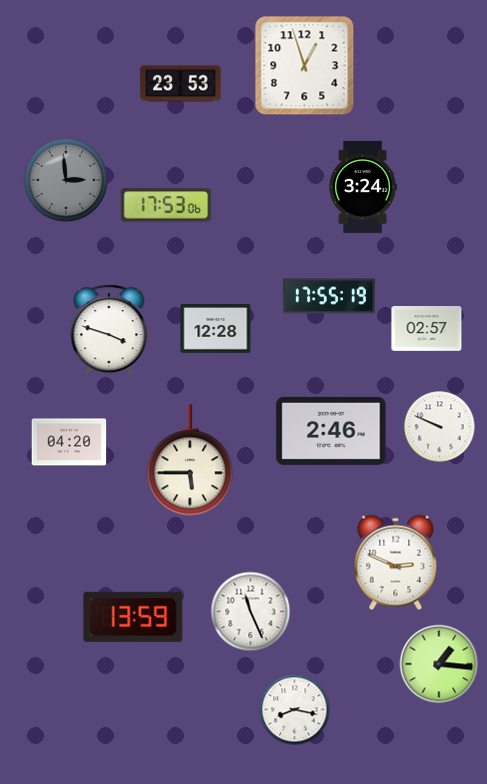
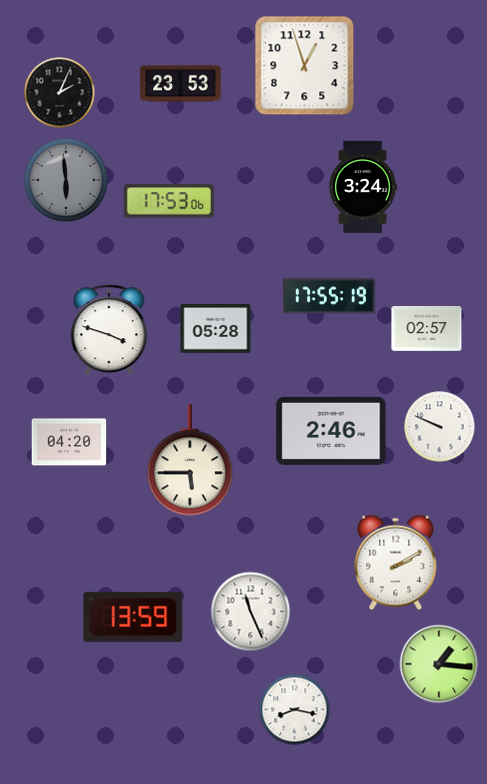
clock at (60, 93): none -> 2:04
clock at (66, 180): 2:59 -> 5:59
clock at (165, 205) position: (165, 205) -> (168, 201)
clock at (216, 329): 12:28 -> 05:28
clock at (396, 563): 2:49 -> 2:10
